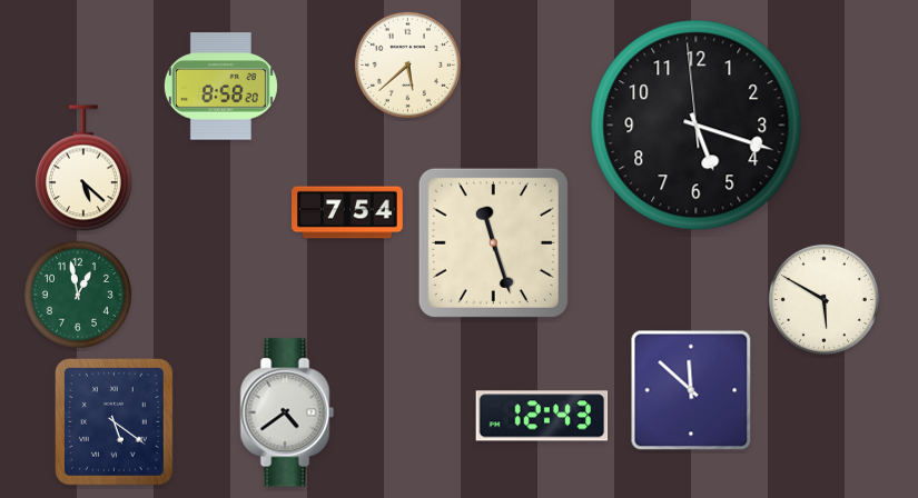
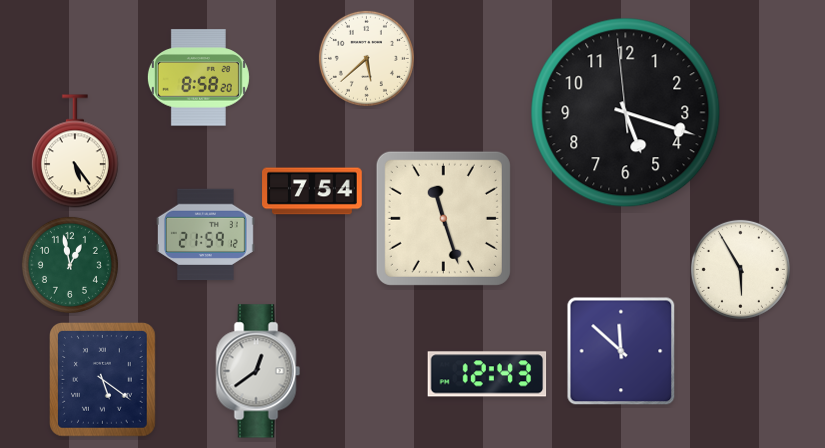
clock at (83, 168): 5:22 -> 5:24
clock at (205, 235): none -> 21:59
clock at (823, 299): 5:50 -> 5:55
clock at (287, 412): 4:39 -> 12:39
